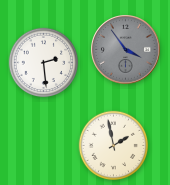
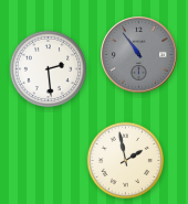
clock at (126, 50): 3:54 -> 10:54
